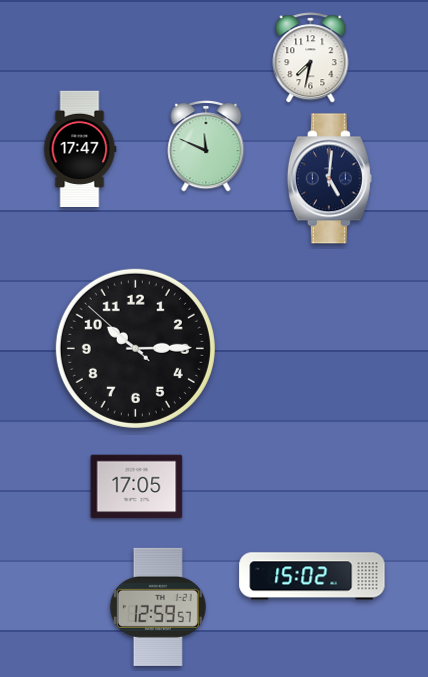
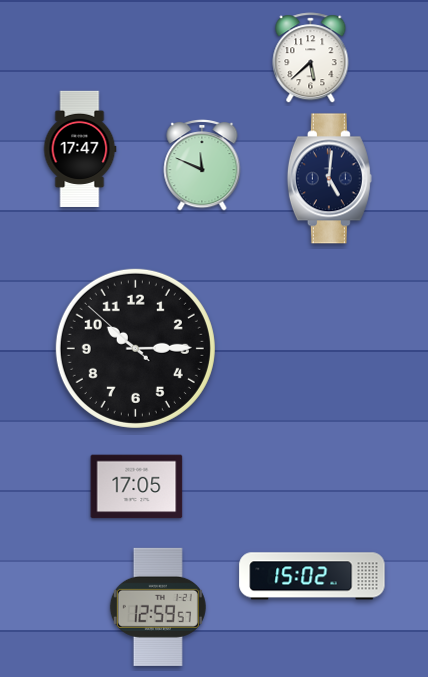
clock at (311, 58): 7:32 -> 5:38
clock at (206, 147) position: (206, 147) -> (202, 166)
